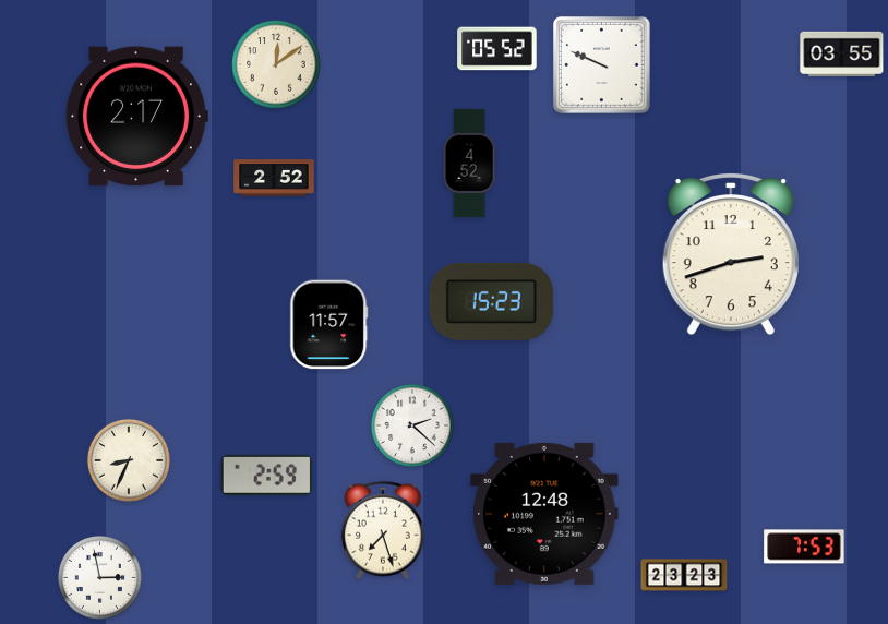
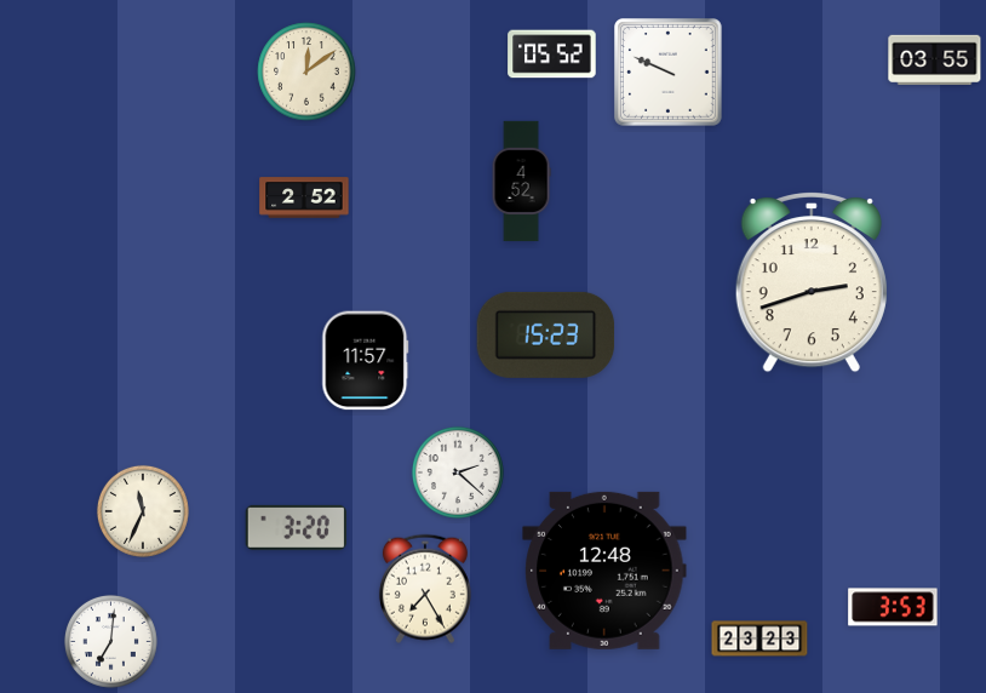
clock at (136, 117): 2:17 -> none
clock at (129, 460): 8:34 -> 11:34
clock at (266, 475): 2:59 -> 3:20
clock at (383, 530): 7:27 -> 7:25
clock at (804, 547): 7:53 -> 3:53
clock at (99, 577): 2:58 -> 7:01
